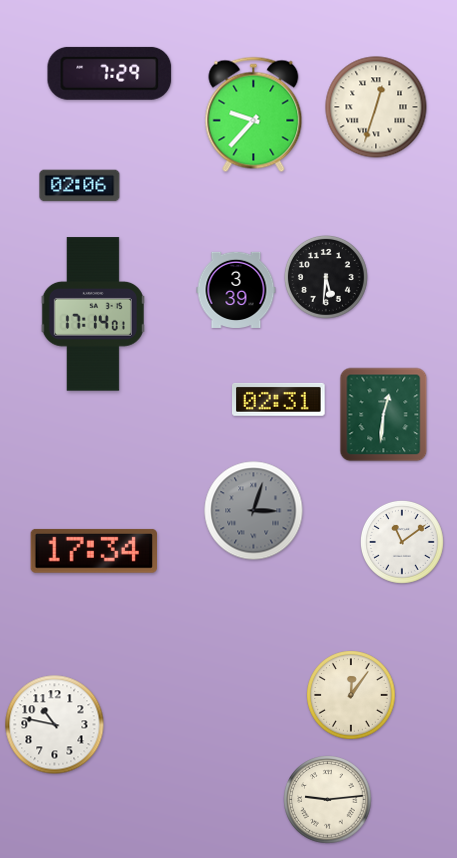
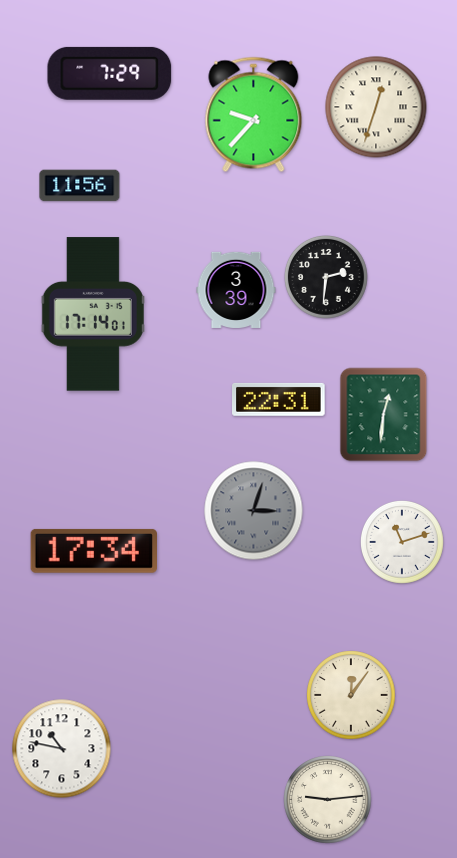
clock at (80, 186): 02:06 -> 11:56
clock at (326, 277): 5:31 -> 2:31
clock at (279, 399): 02:31 -> 22:31
clock at (402, 542): 11:09 -> 11:12
clock at (55, 725) position: (55, 725) -> (62, 749)
